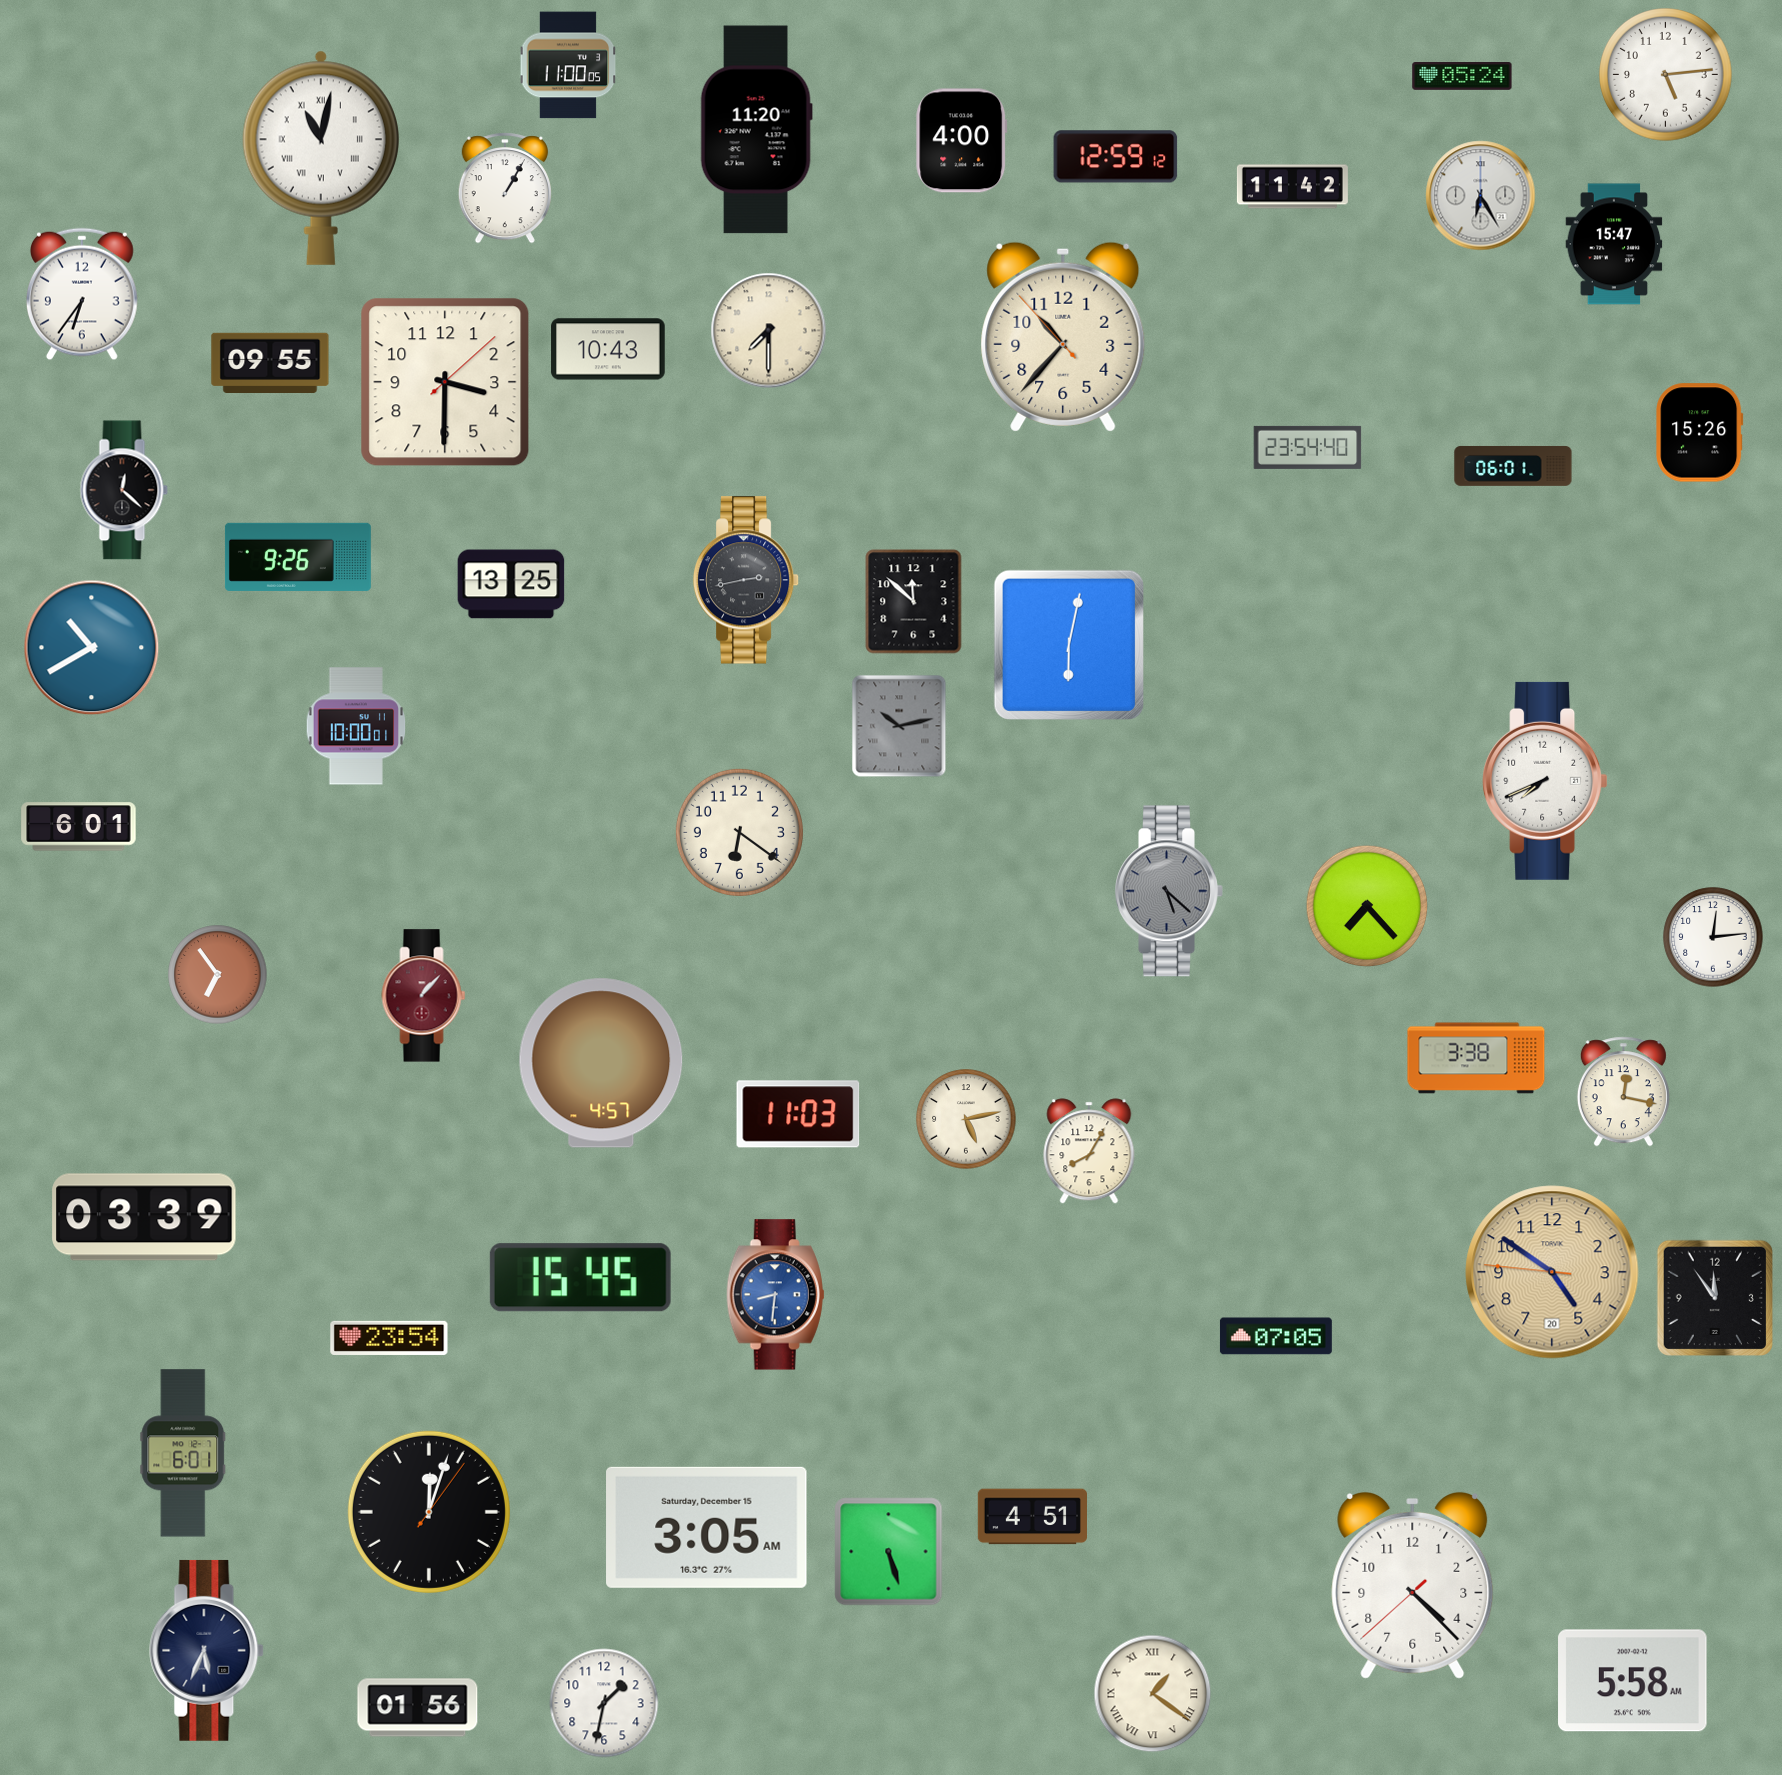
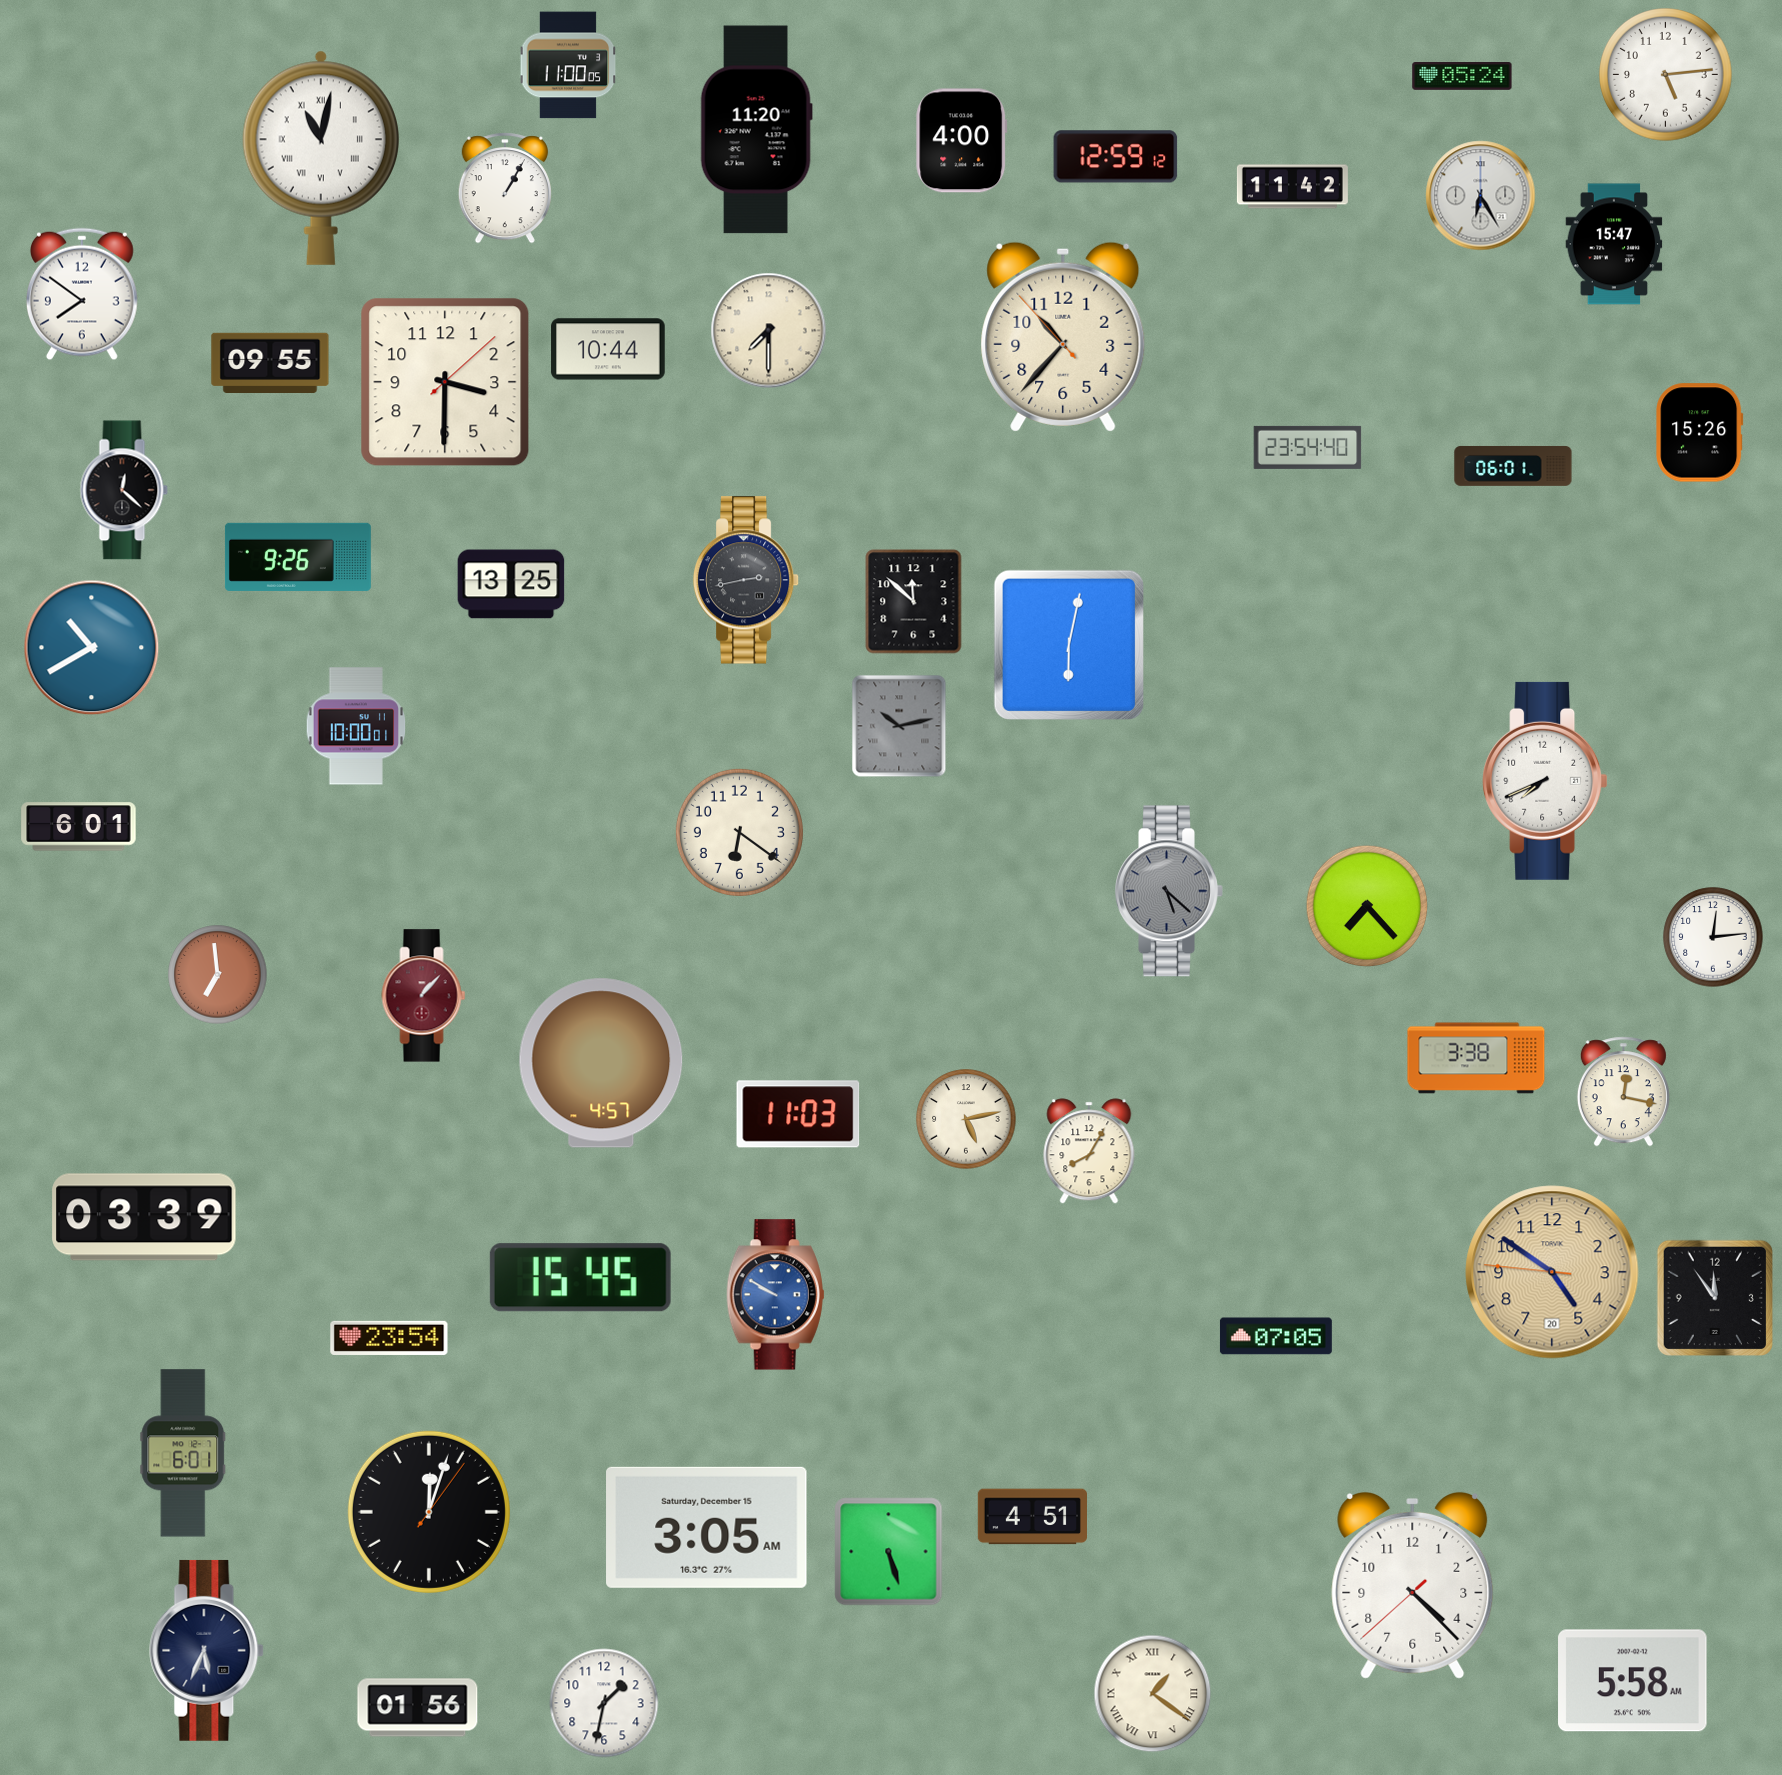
clock at (82, 294): 6:36 -> 7:51
clock at (608, 349): 10:43 -> 10:44
clock at (218, 975): 6:54 -> 6:59
clock at (775, 1295): 8:31 -> 9:50
